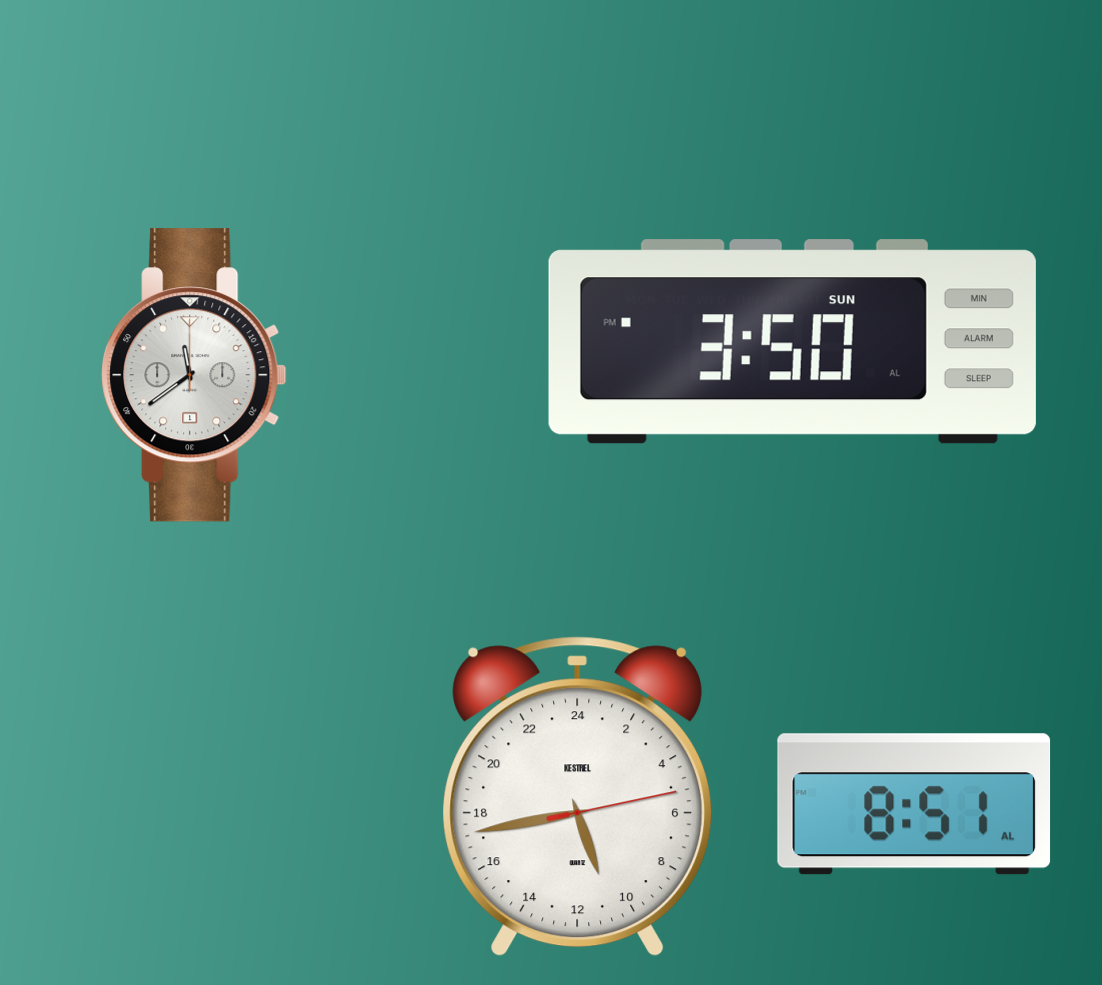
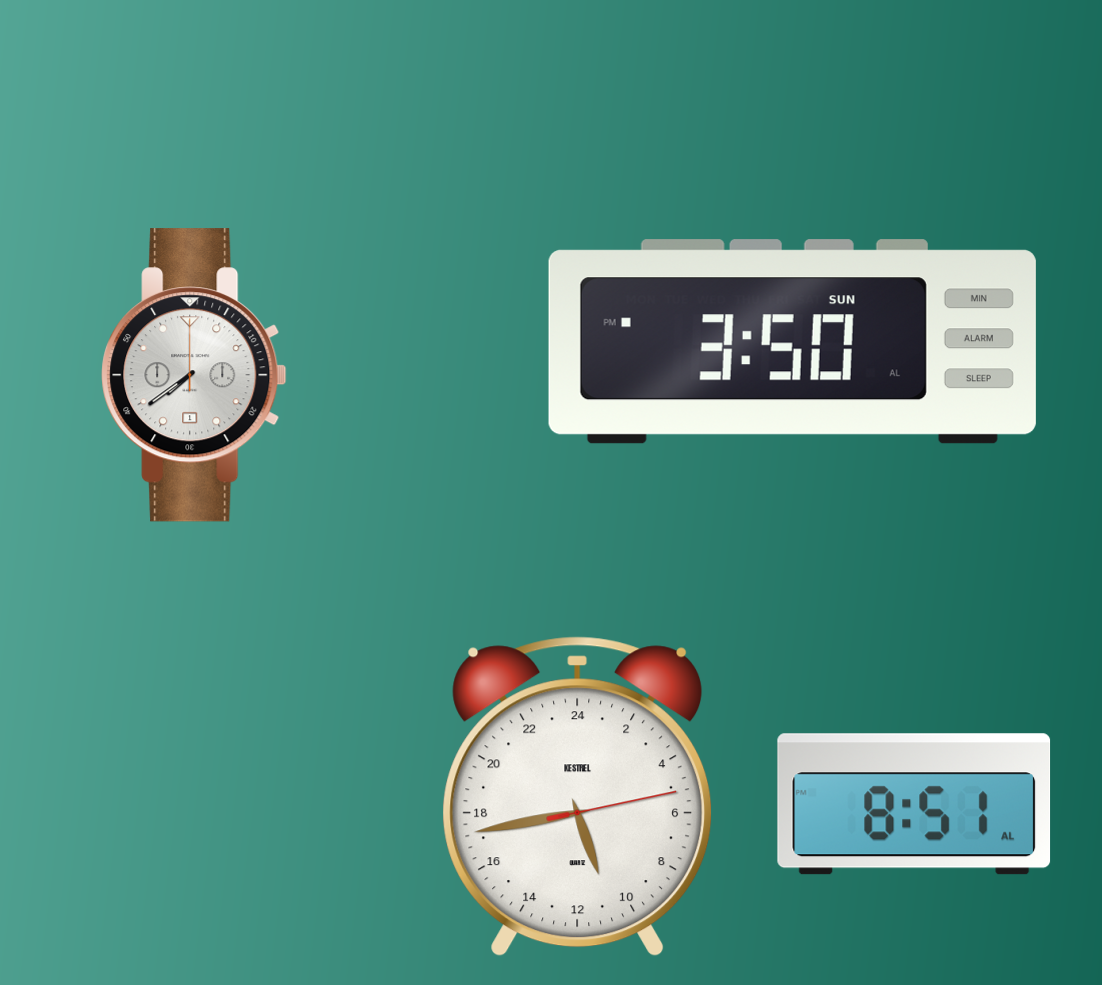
clock at (194, 375): 11:39 -> 7:39
